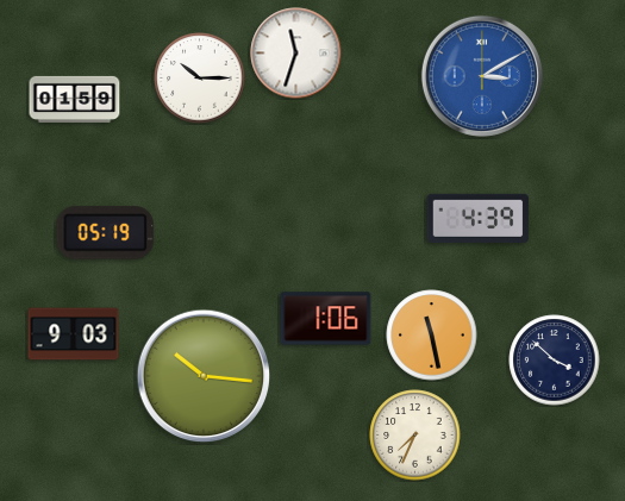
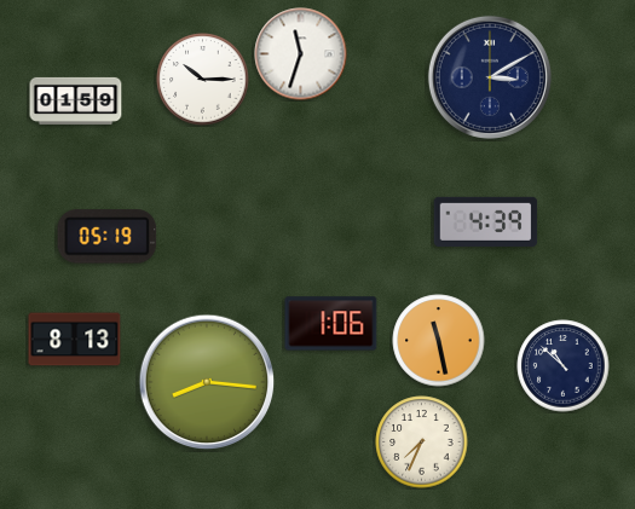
clock at (482, 76) dial: blue -> navy
clock at (74, 334): 9:03 -> 8:13
clock at (555, 361): 3:52 -> 10:52
clock at (204, 376): 10:16 -> 8:16
